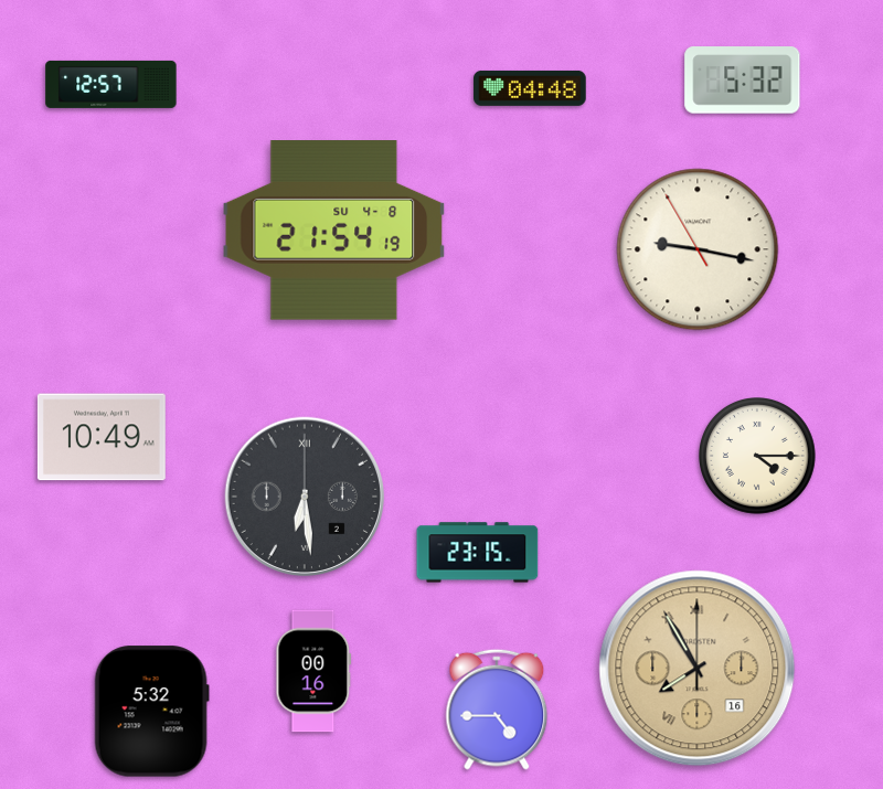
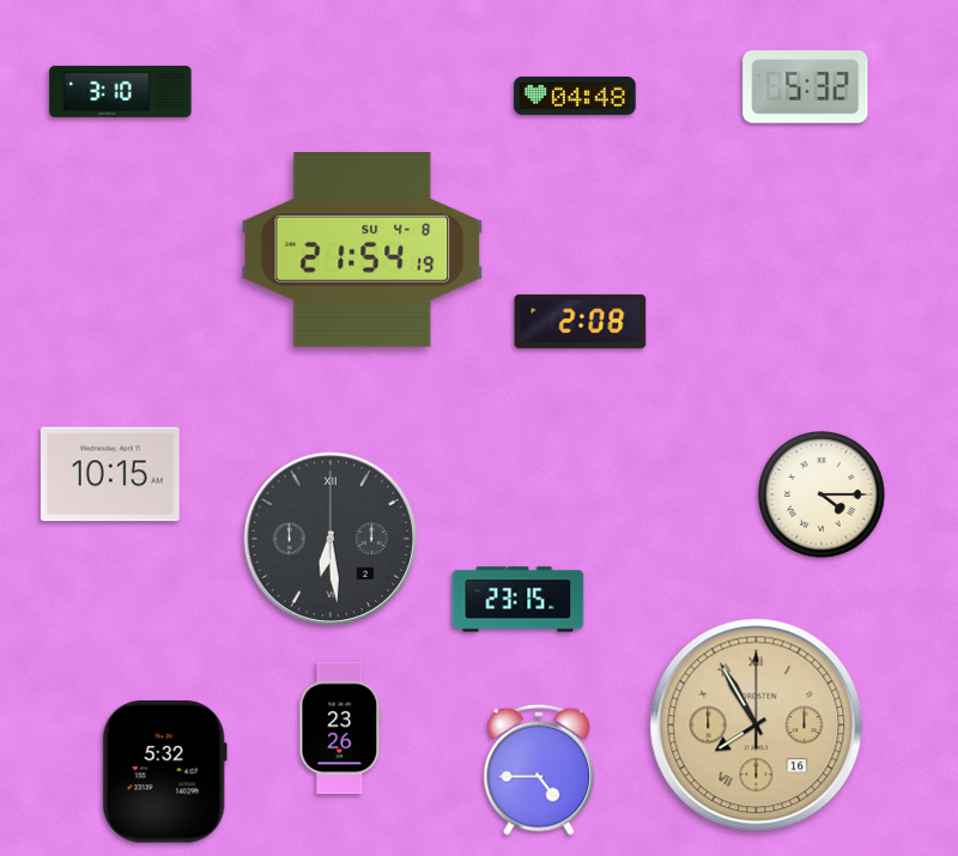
clock at (111, 84): 12:57 -> 3:10
clock at (698, 249): 9:16 -> none
clock at (581, 321): none -> 2:08
clock at (102, 437): 10:49 -> 10:15
clock at (313, 671): 00:16 -> 23:26
